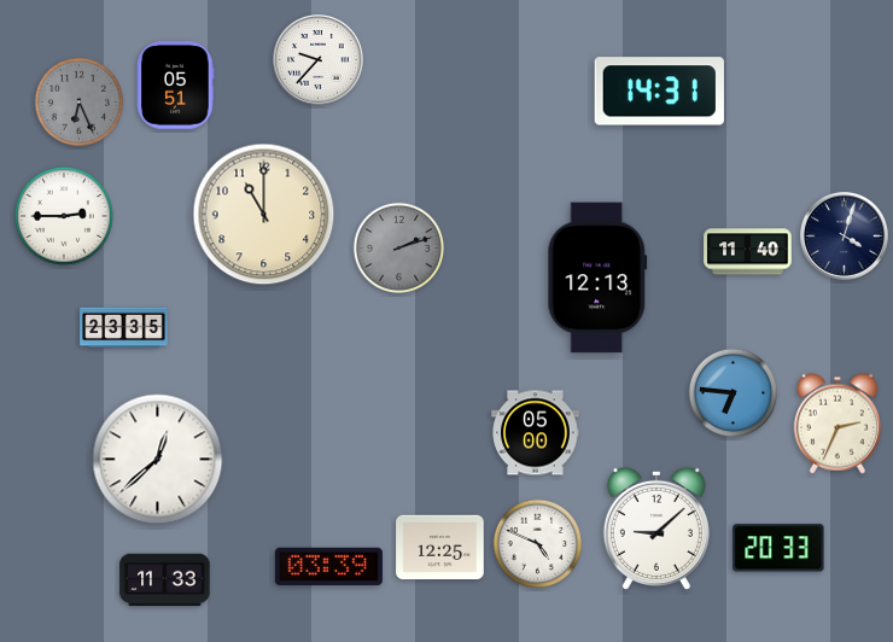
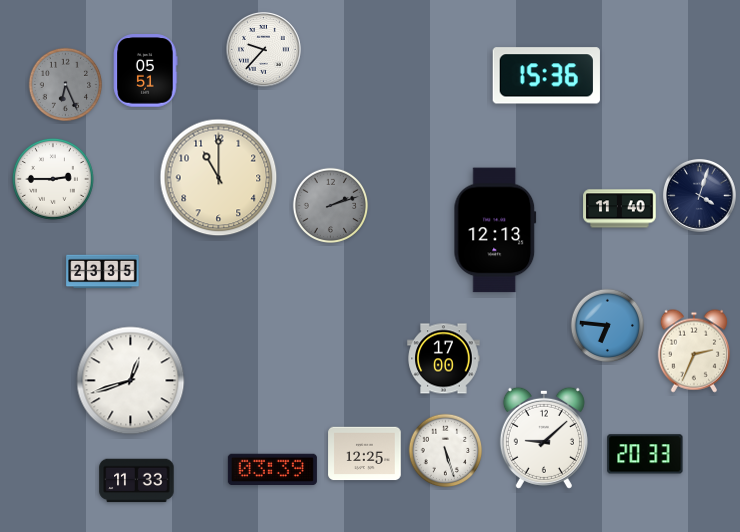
clock at (659, 92): 14:31 -> 15:36
clock at (536, 433): 05:00 -> 17:00
clock at (158, 460): 12:38 -> 12:42
clock at (538, 544): 4:49 -> 5:27
